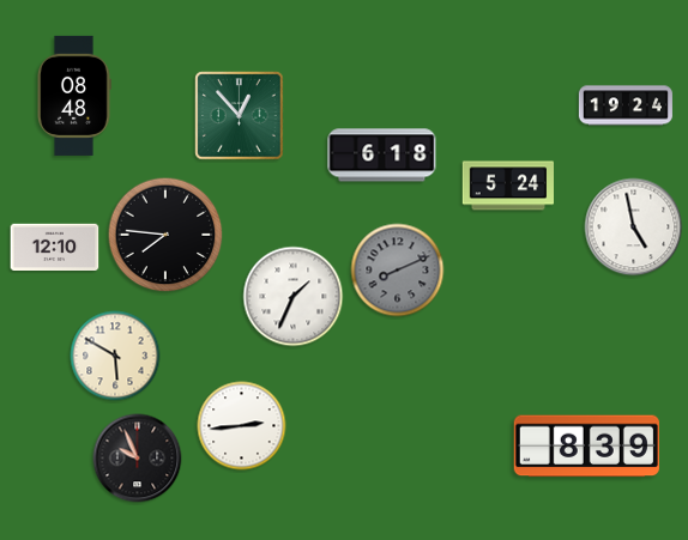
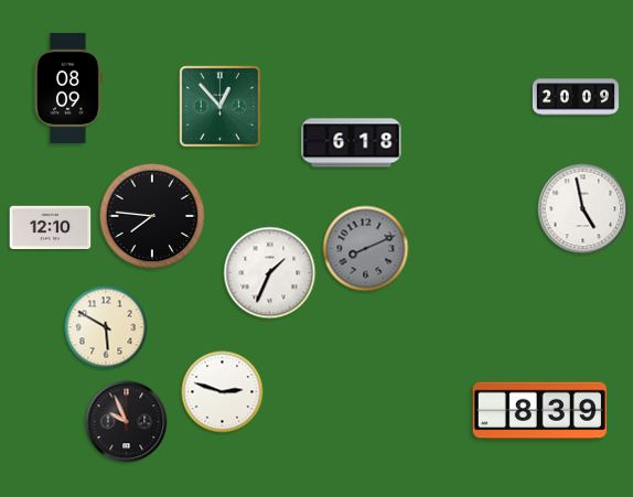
clock at (74, 96): 08:48 -> 08:09
clock at (626, 105): 19:24 -> 20:09
clock at (508, 186): 5:24 -> none
clock at (242, 426): 2:44 -> 2:48
